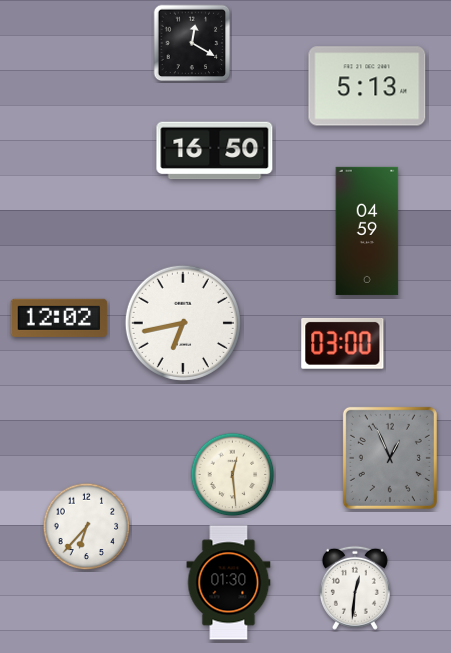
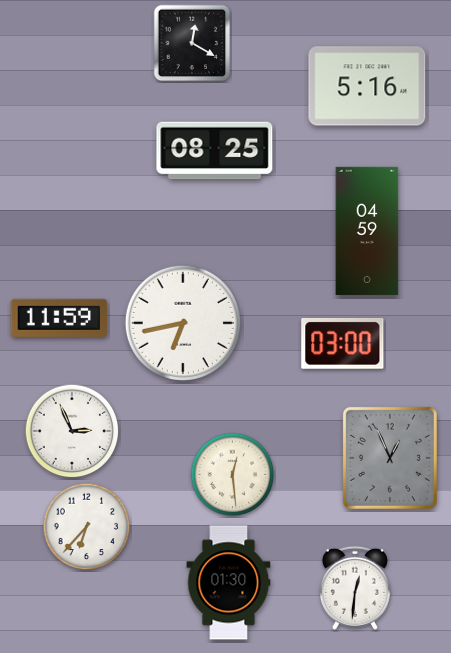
clock at (367, 86): 5:13 -> 5:16
clock at (215, 151): 16:50 -> 08:25
clock at (59, 318): 12:02 -> 11:59
clock at (72, 431): none -> 2:56
